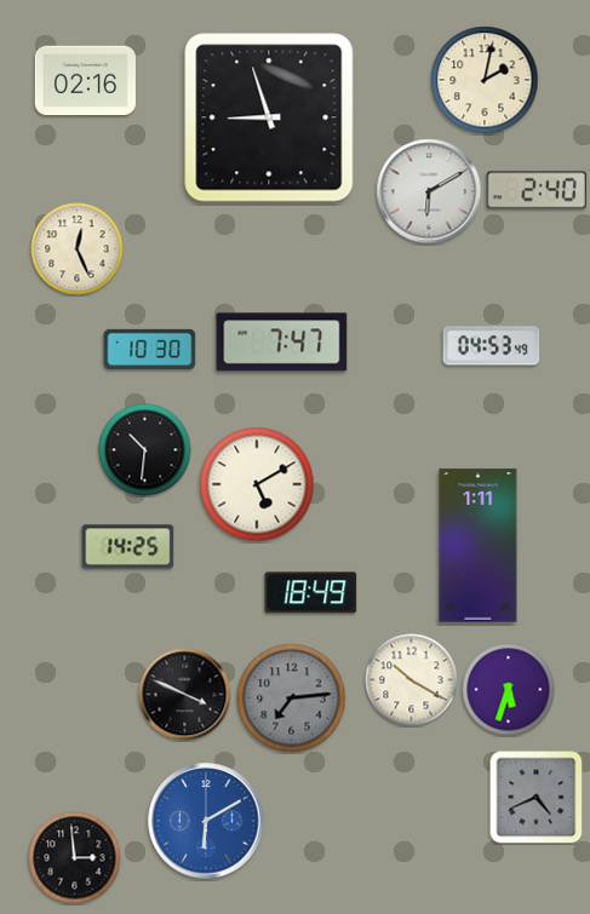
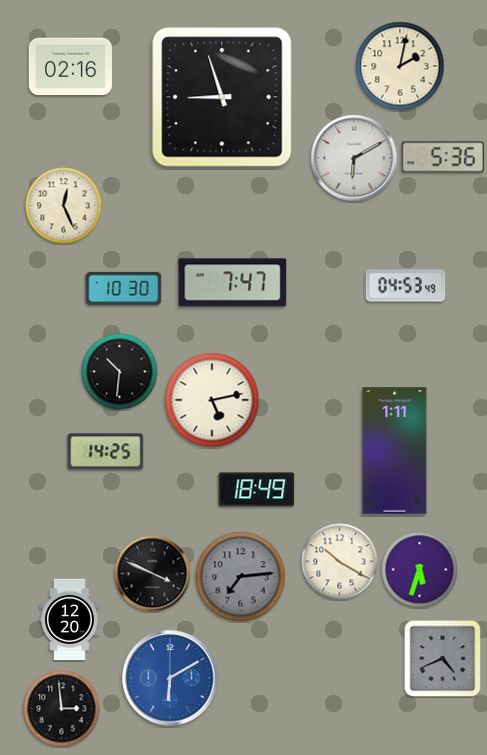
clock at (537, 190): 2:40 -> 5:36
clock at (257, 484): 5:10 -> 5:13
clock at (70, 620): none -> 12:20
